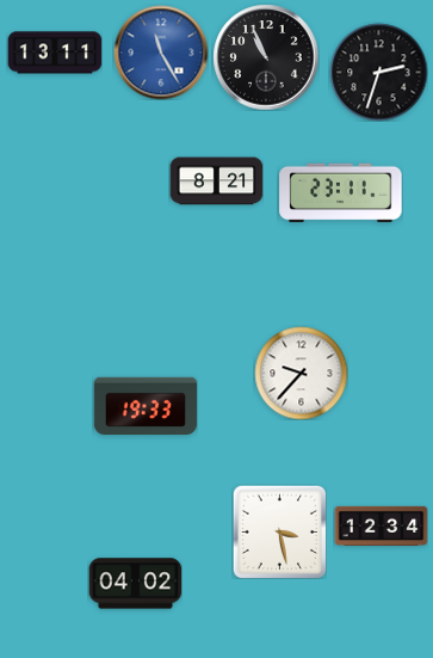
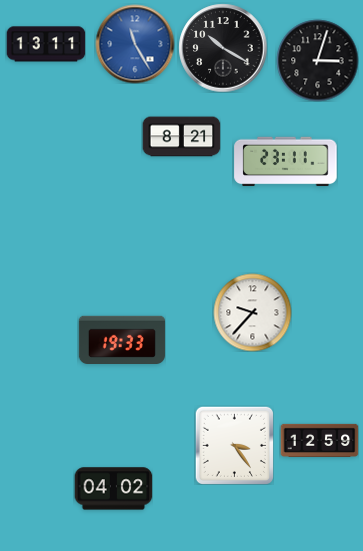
clock at (266, 57): 10:56 -> 10:20
clock at (378, 72): 2:33 -> 3:03
clock at (216, 182) position: (216, 182) -> (181, 137)
clock at (381, 525): 12:34 -> 12:59
clock at (279, 531): 3:28 -> 3:24
